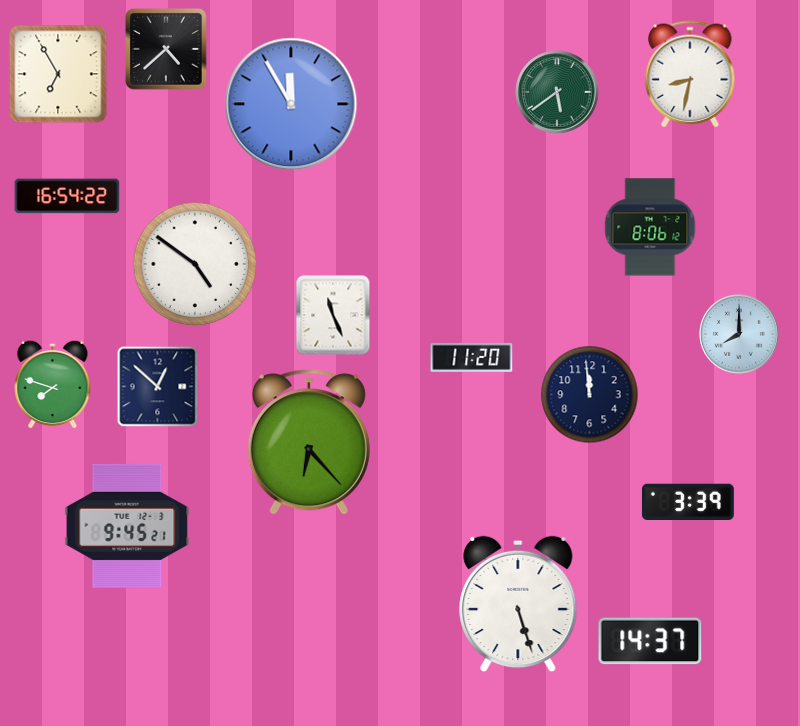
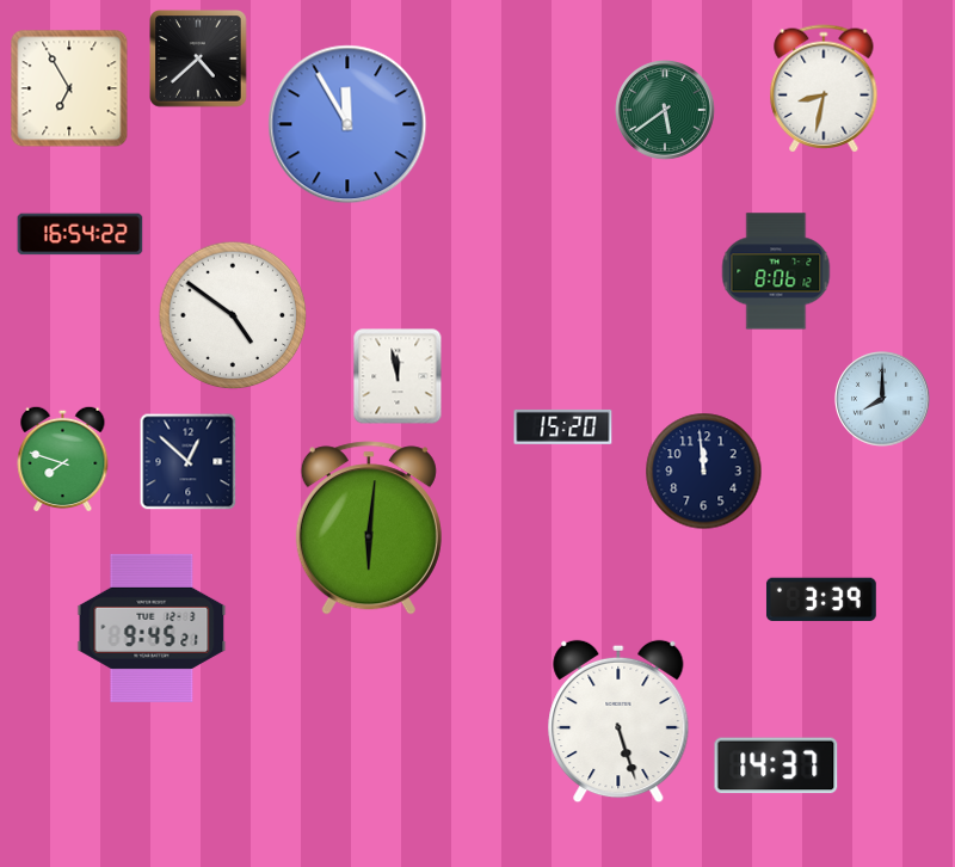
clock at (333, 315): 11:26 -> 11:58
clock at (472, 357): 11:20 -> 15:20
clock at (309, 442): 6:23 -> 6:01
